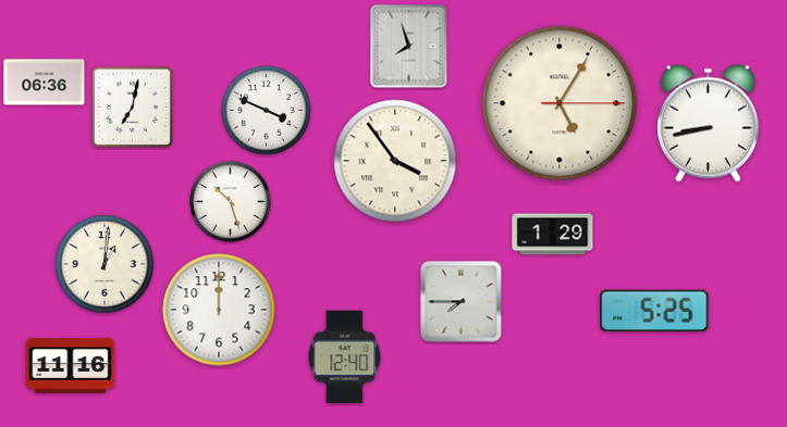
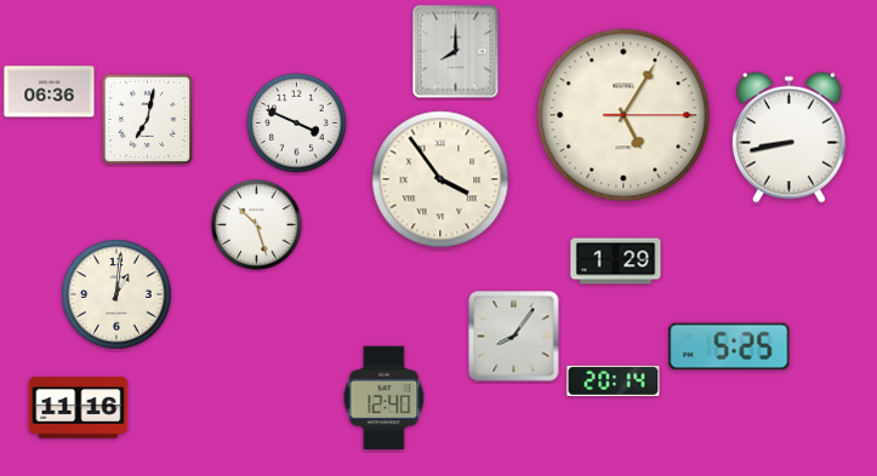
clock at (409, 47): 7:57 -> 8:00
clock at (462, 302): 7:45 -> 8:06
clock at (219, 310): 12:00 -> none
clock at (614, 380): none -> 20:14
